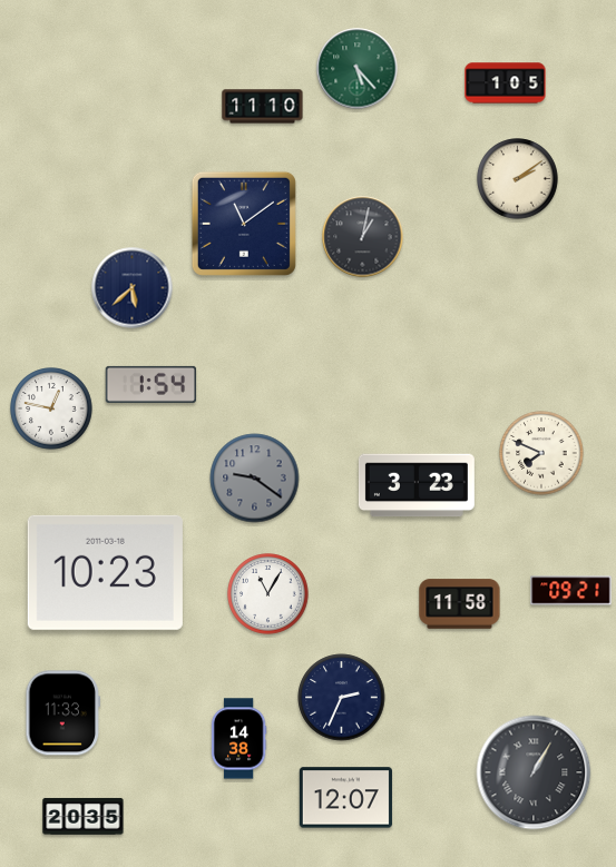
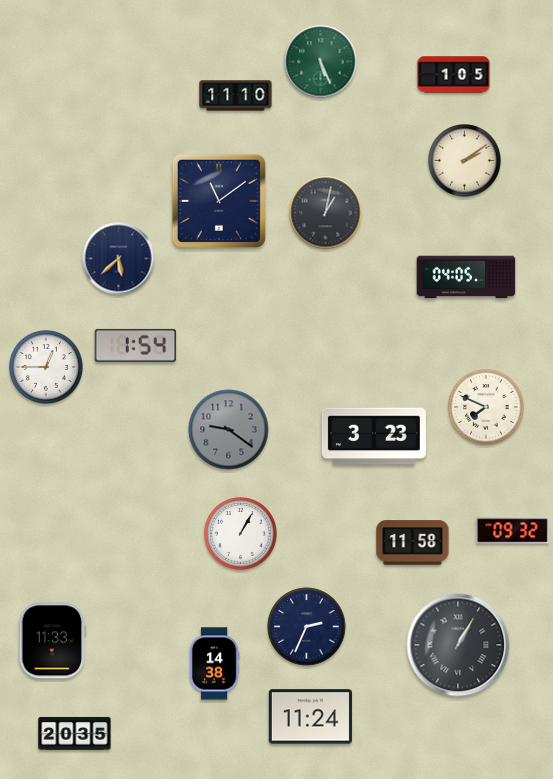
clock at (358, 69): 5:23 -> 5:26
clock at (466, 277): none -> 04:05
clock at (51, 408): 12:47 -> 12:45
clock at (105, 572): 10:23 -> none
clock at (571, 591): 09:21 -> 09:32
clock at (268, 594): 11:05 -> 1:05
clock at (63, 713) position: (63, 713) -> (53, 641)
clock at (534, 772) position: (534, 772) -> (458, 645)
clock at (345, 798): 12:07 -> 11:24
